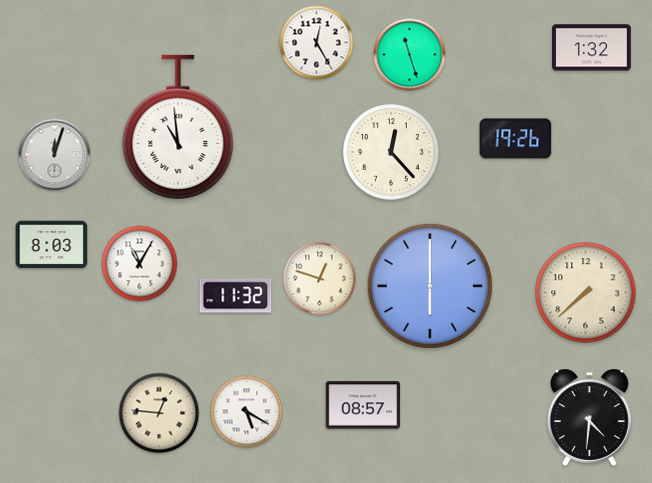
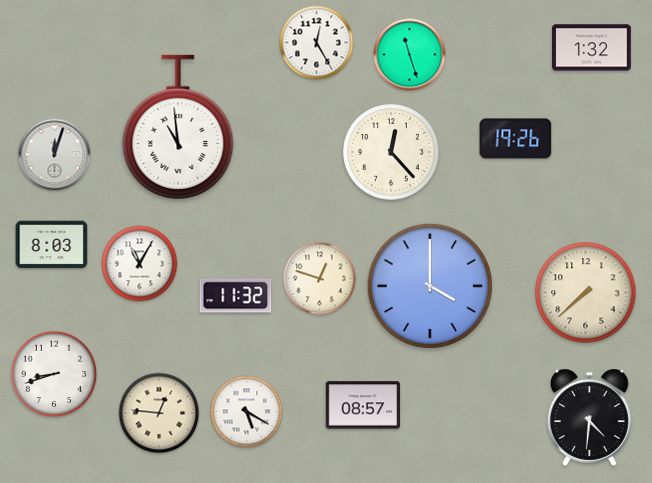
clock at (430, 286): 6:00 -> 4:00
clock at (54, 374): none -> 8:42
